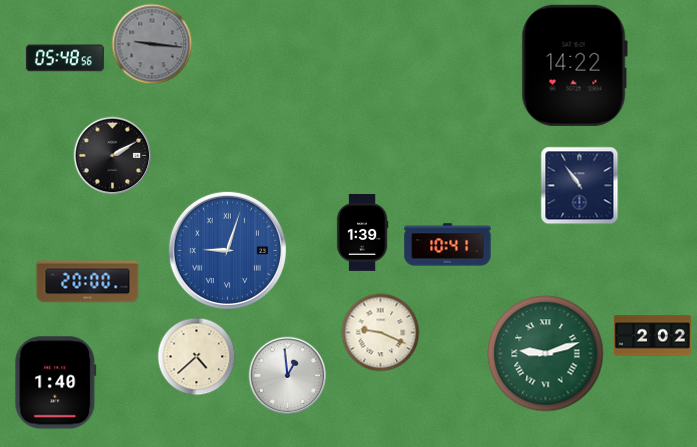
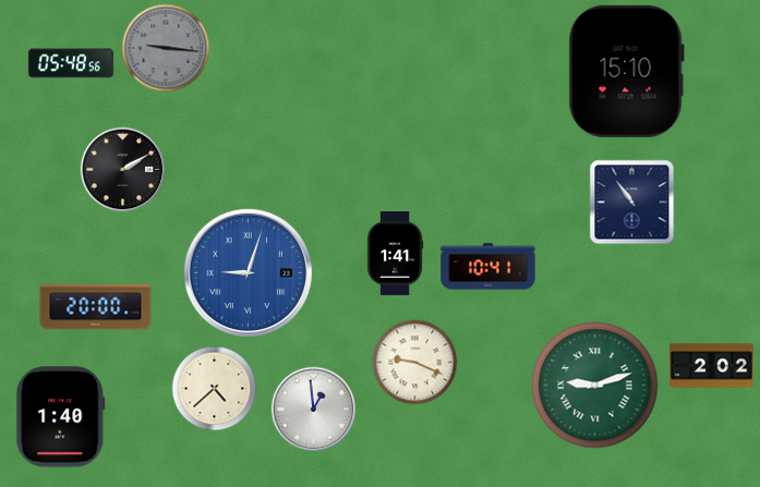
clock at (574, 65): 14:22 -> 15:10
clock at (362, 233): 1:39 -> 1:41
